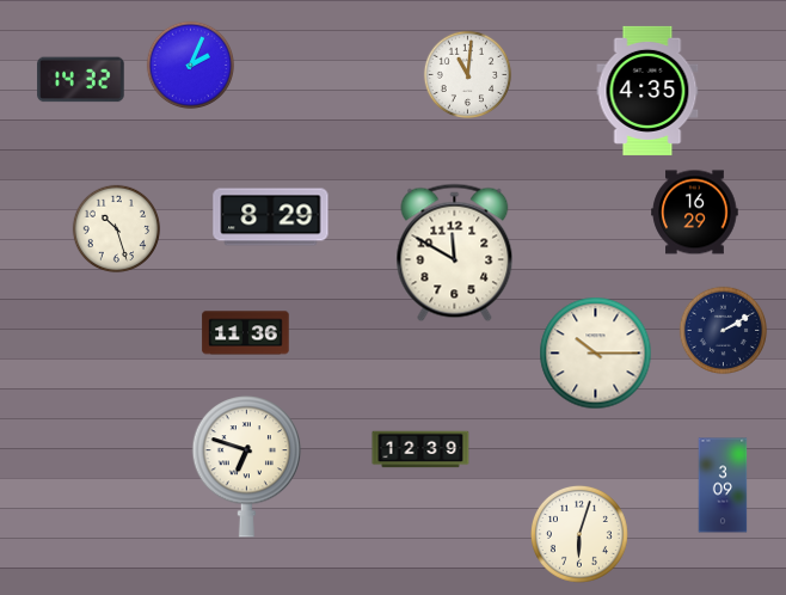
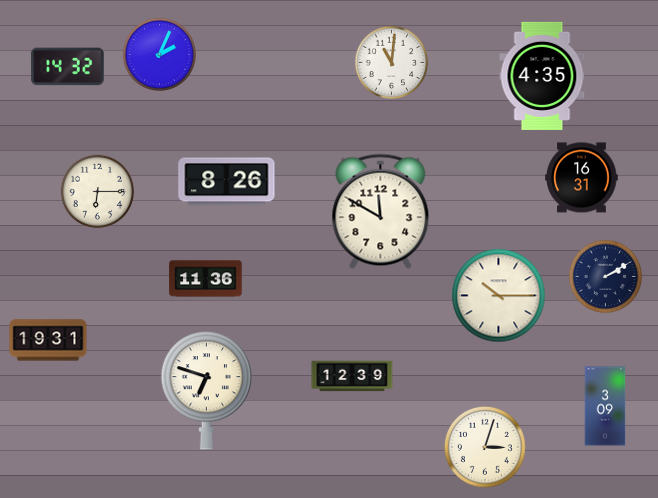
clock at (695, 213): 16:29 -> 16:31
clock at (271, 217): 8:29 -> 8:26
clock at (117, 229): 10:27 -> 6:15
clock at (48, 340): none -> 19:31
clock at (579, 534): 6:03 -> 3:03
